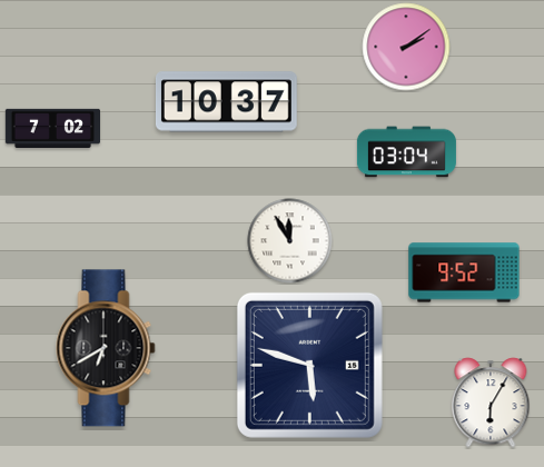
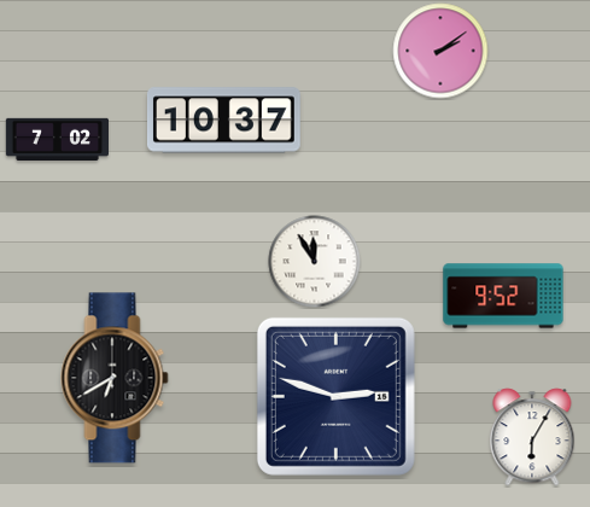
clock at (226, 102) position: (226, 102) -> (223, 121)
clock at (406, 152): 03:04 -> none
clock at (309, 365): 5:48 -> 2:48
